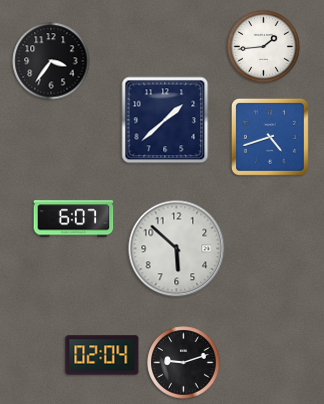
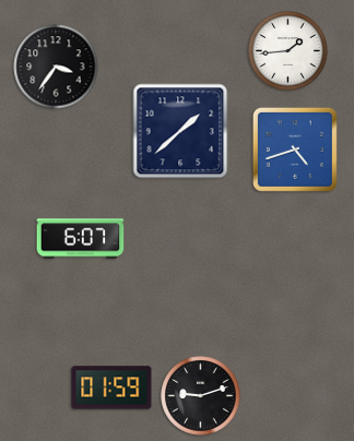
clock at (177, 249): 5:52 -> none
clock at (102, 355): 02:04 -> 01:59
